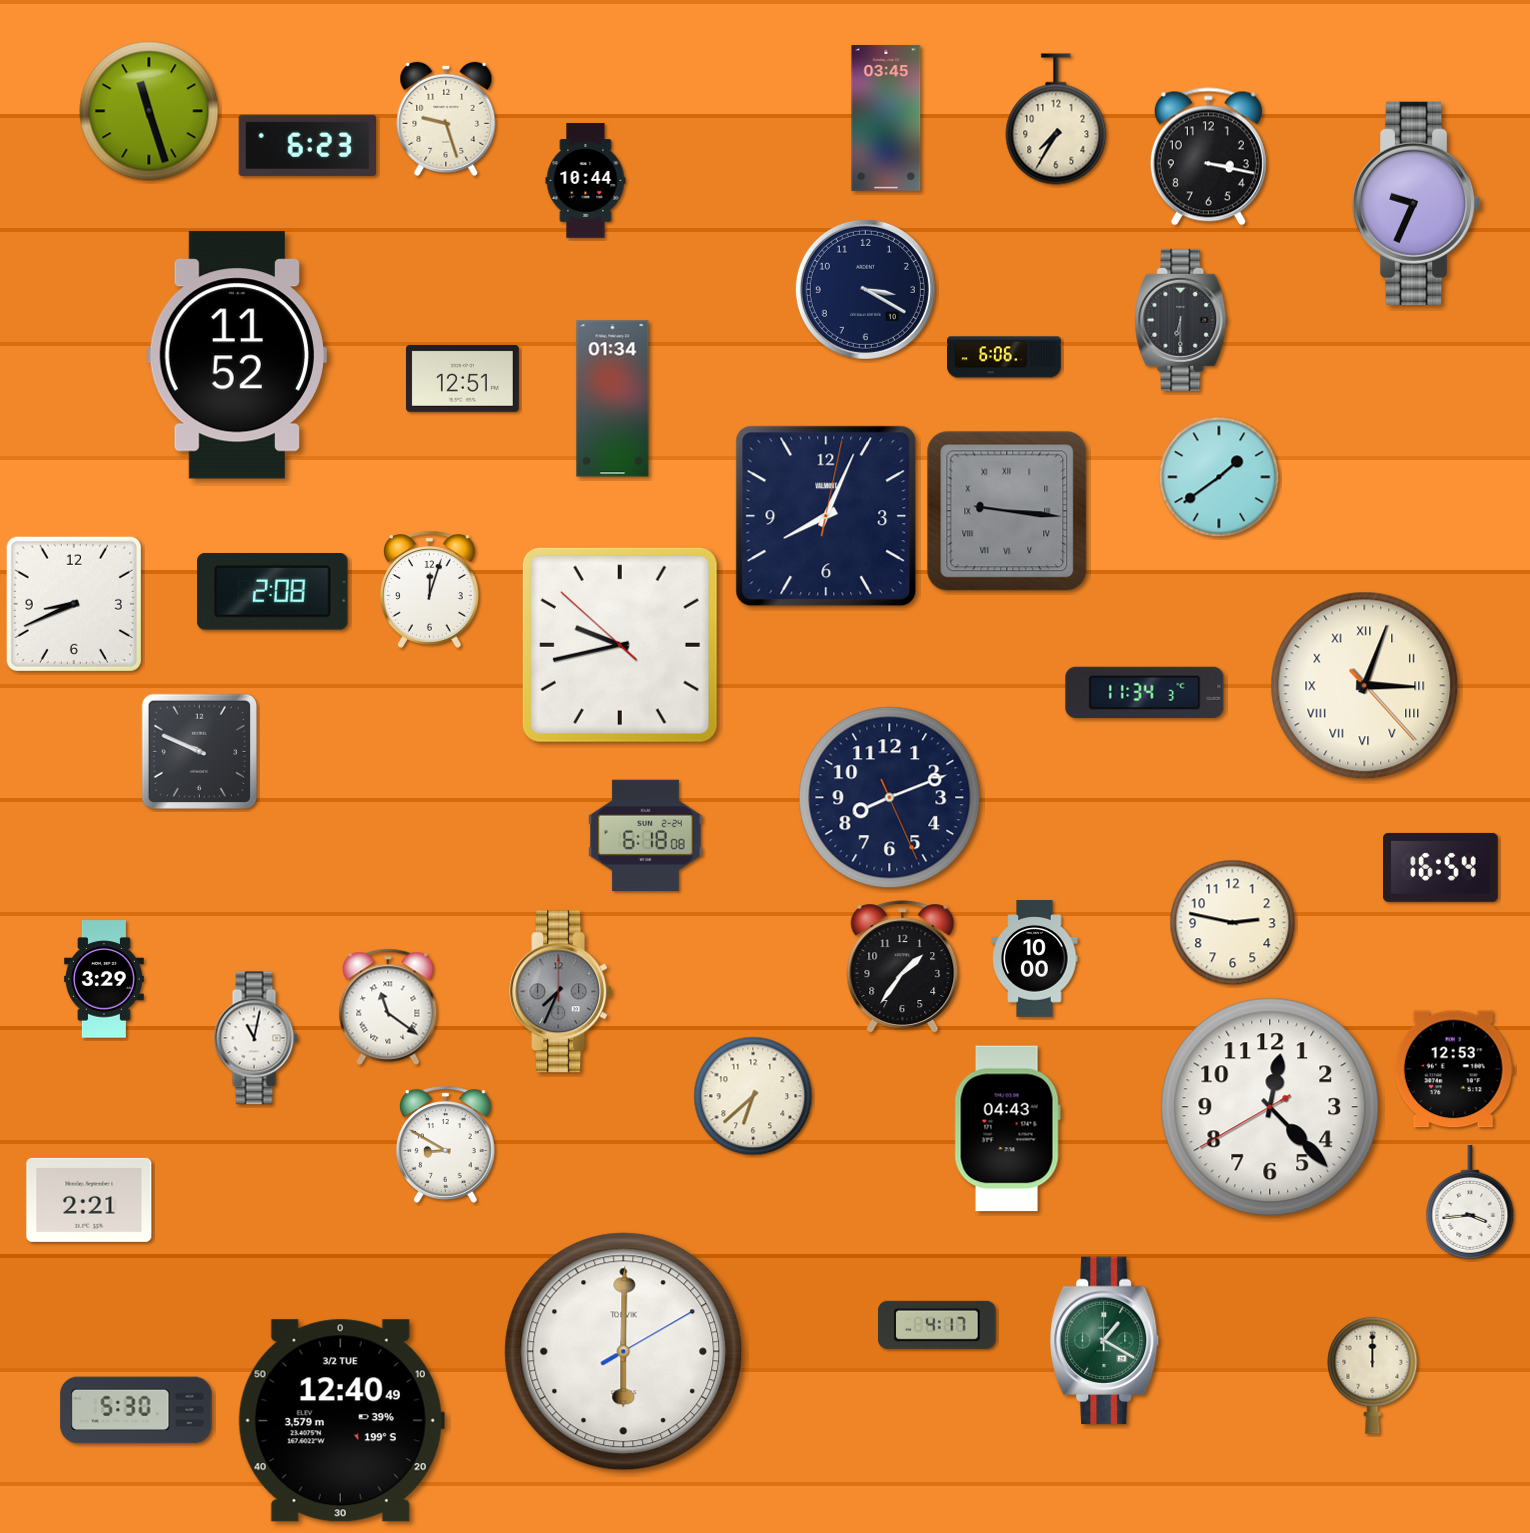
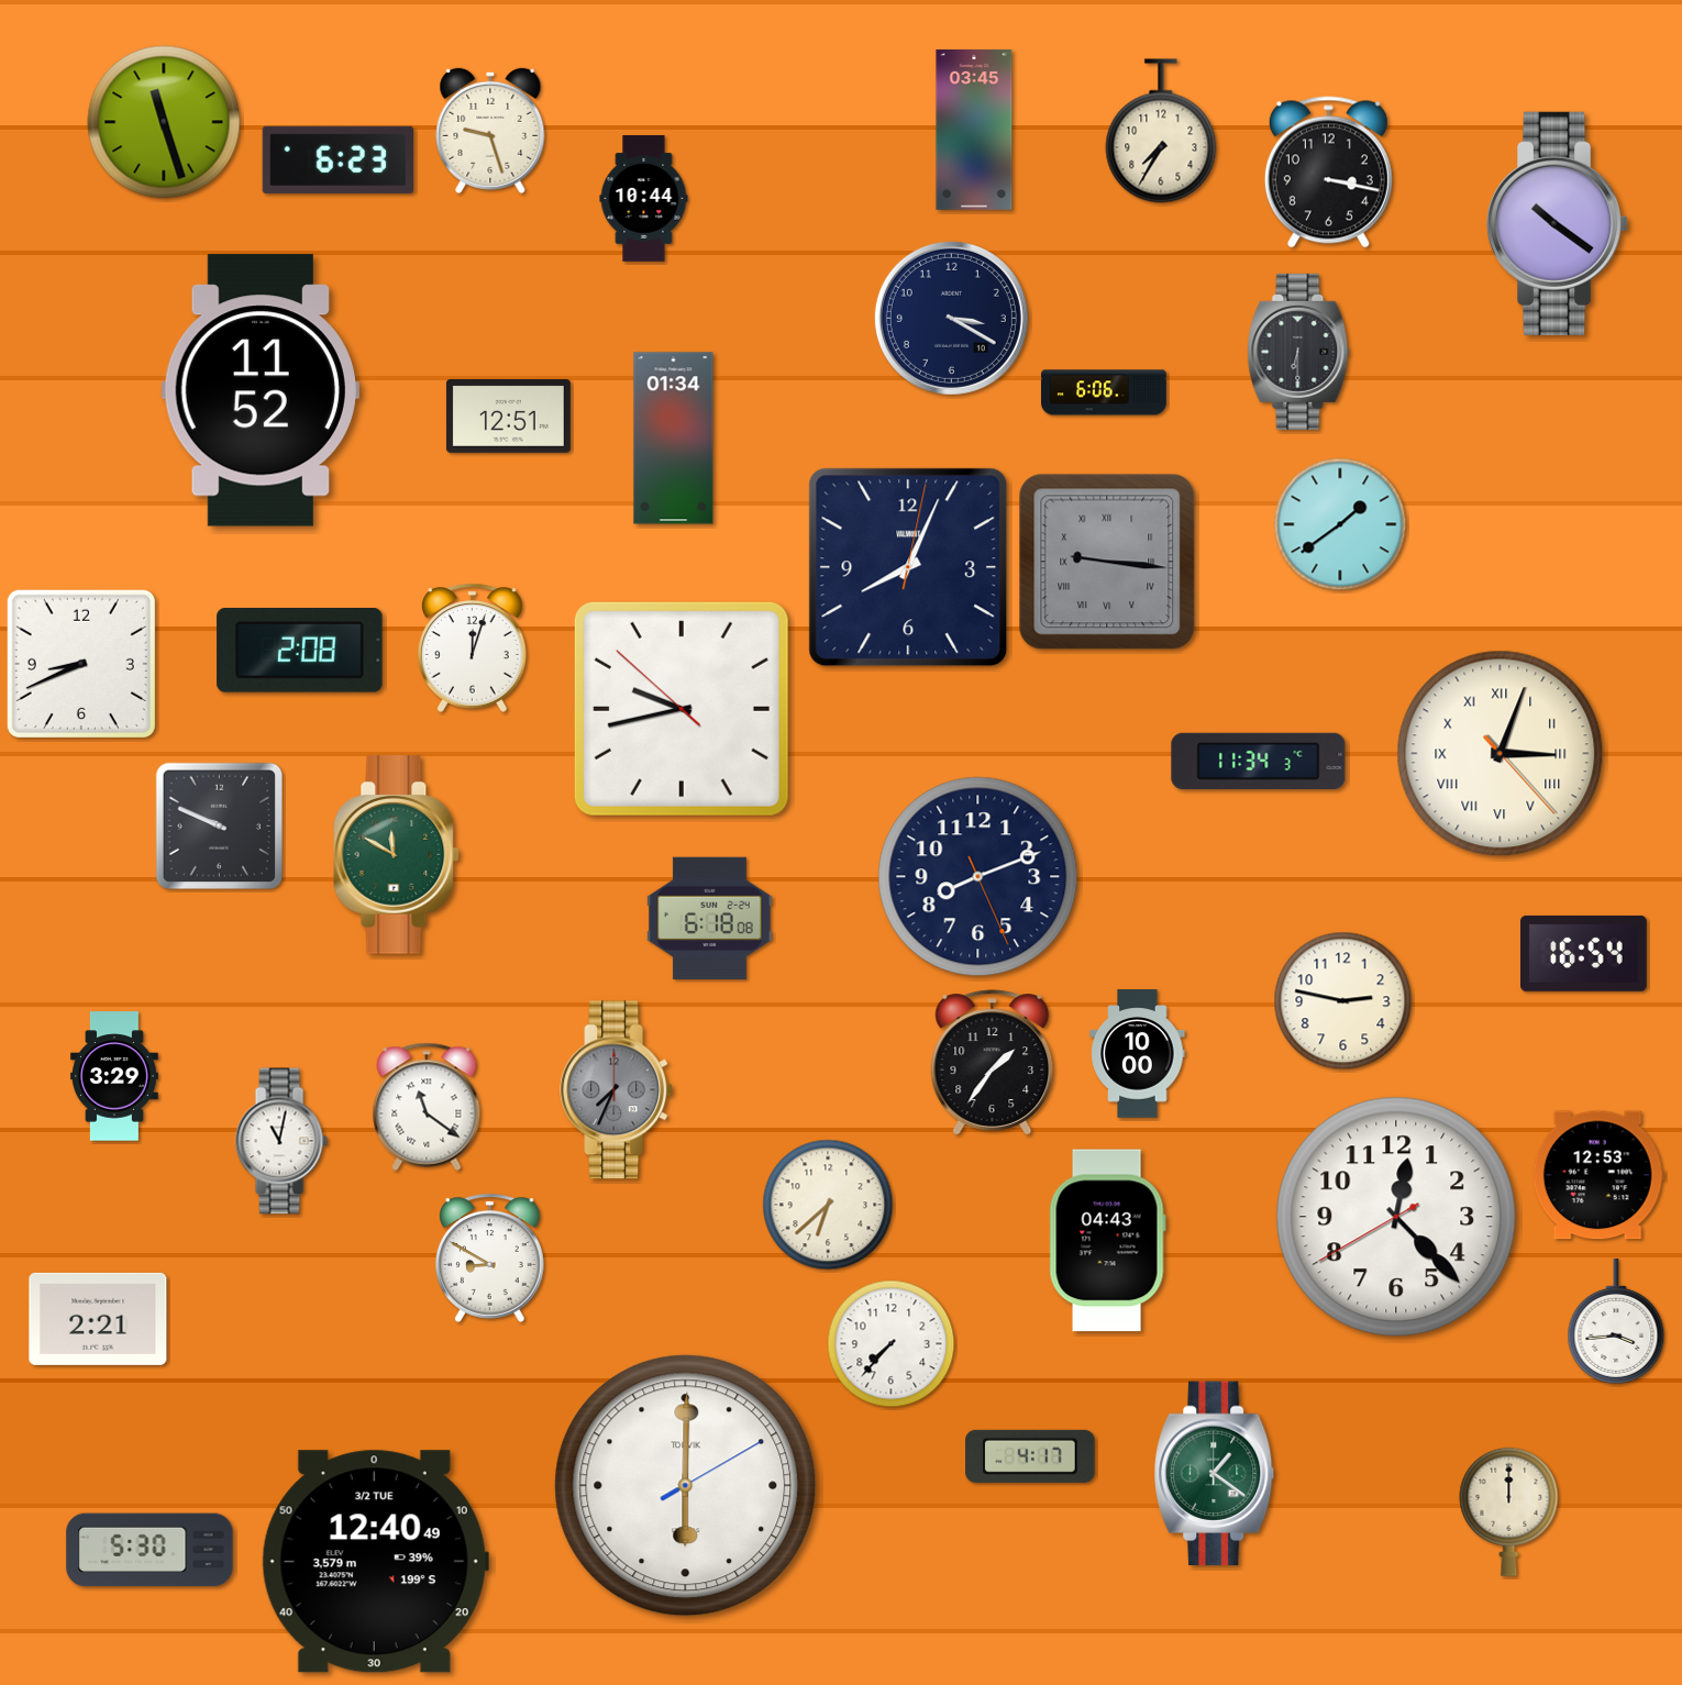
clock at (1417, 203): 9:34 -> 10:21
clock at (397, 855): none -> 11:50
clock at (1233, 923) position: (1233, 923) -> (1343, 1001)
clock at (892, 1344): none -> 7:37
clock at (1105, 1341): 1:20 -> 1:21
